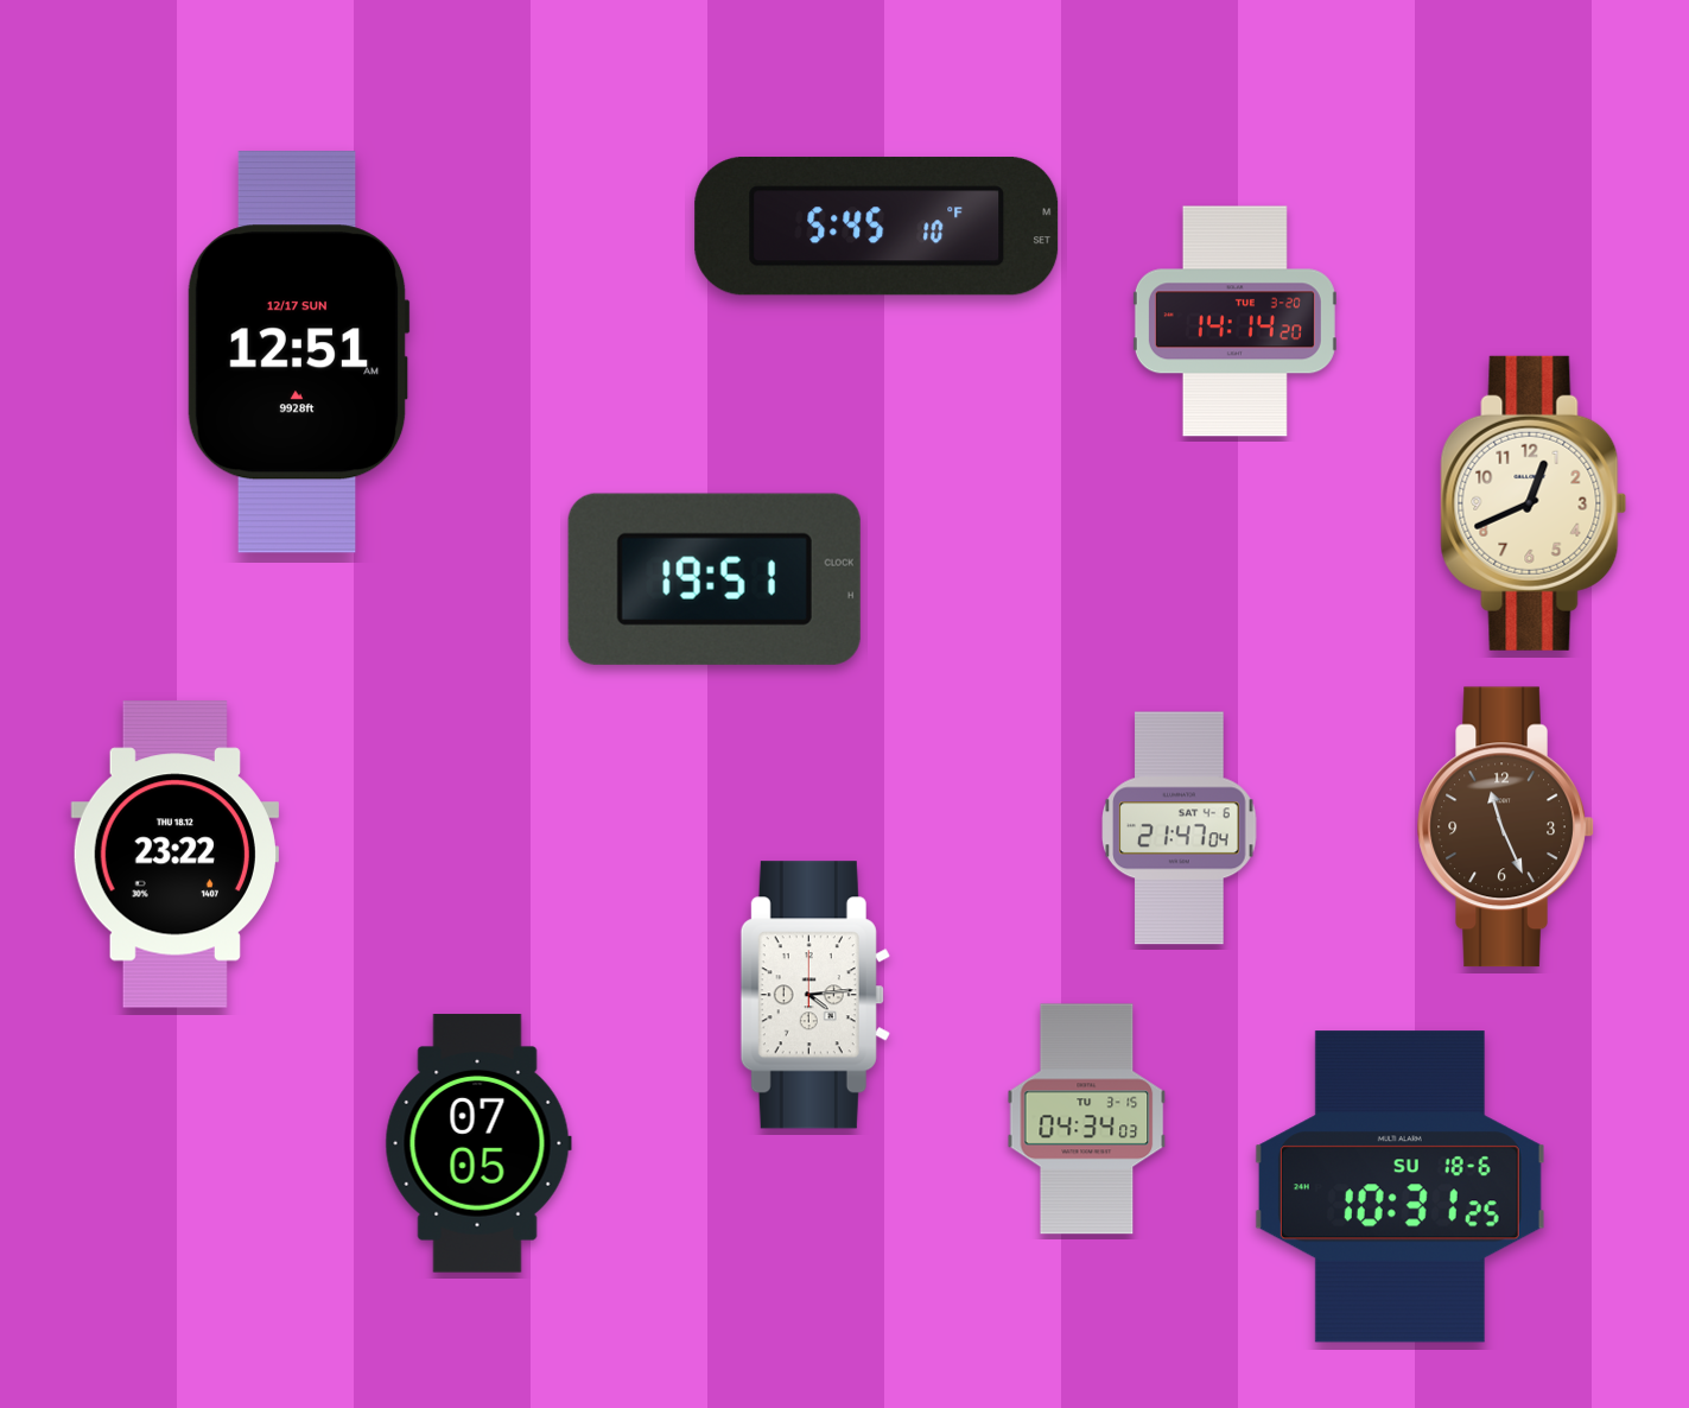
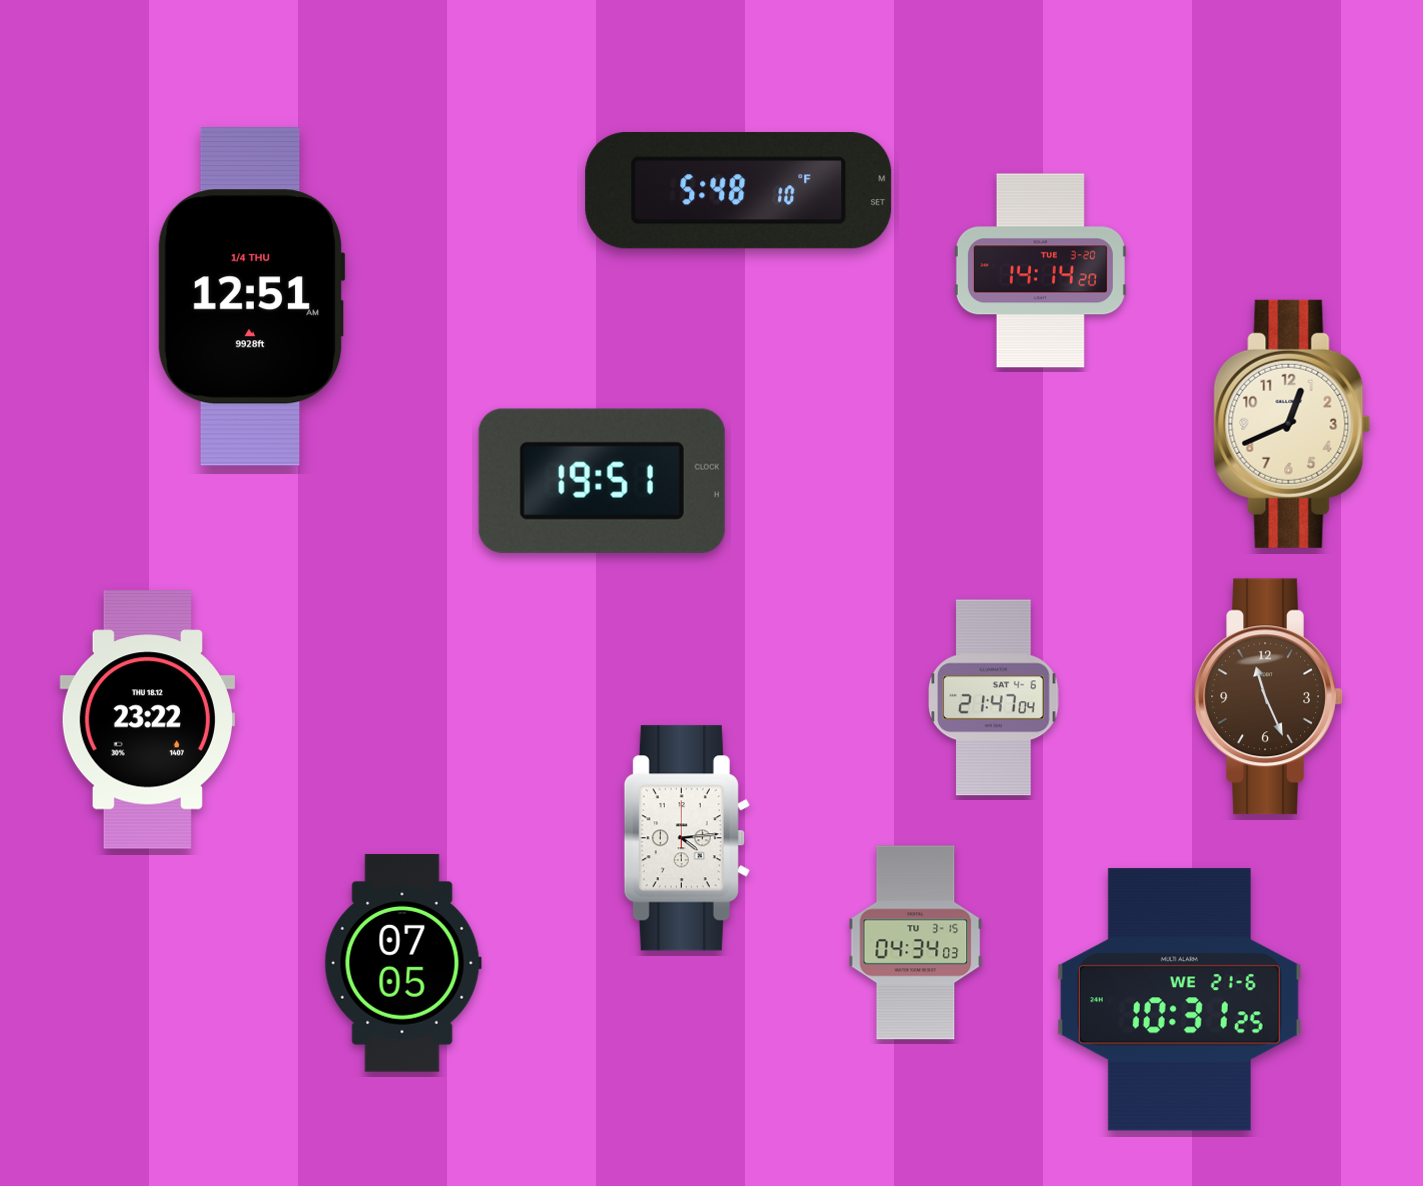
clock at (877, 227): 5:45 -> 5:48
clock at (298, 353) date: 12/17 SUN -> 1/4 THU
clock at (715, 579) position: (715, 579) -> (602, 481)
clock at (1399, 1187) date: SU 18-6 -> WE 21-6
